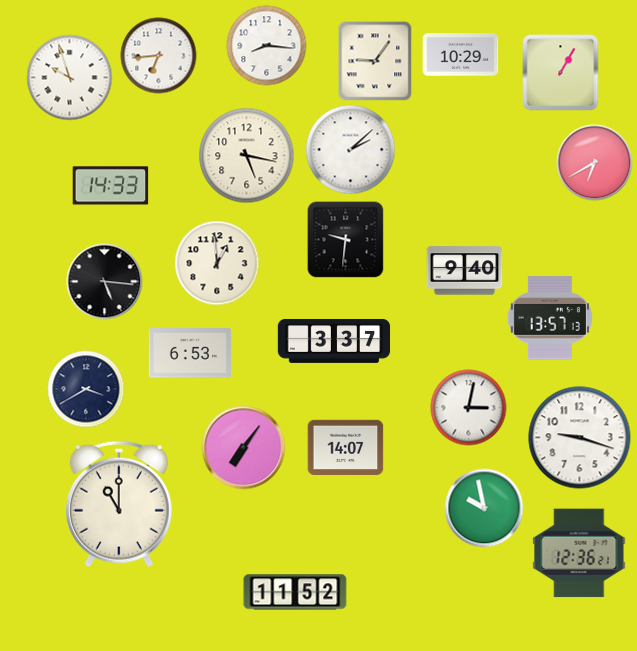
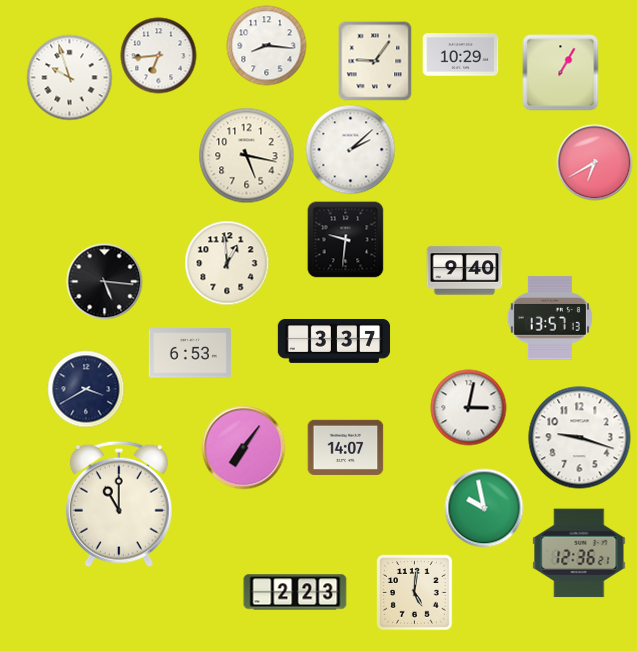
clock at (111, 186): 14:33 -> none
clock at (217, 263) position: (217, 263) -> (227, 263)
clock at (295, 592): 11:52 -> 2:23
clock at (415, 593): none -> 5:01
